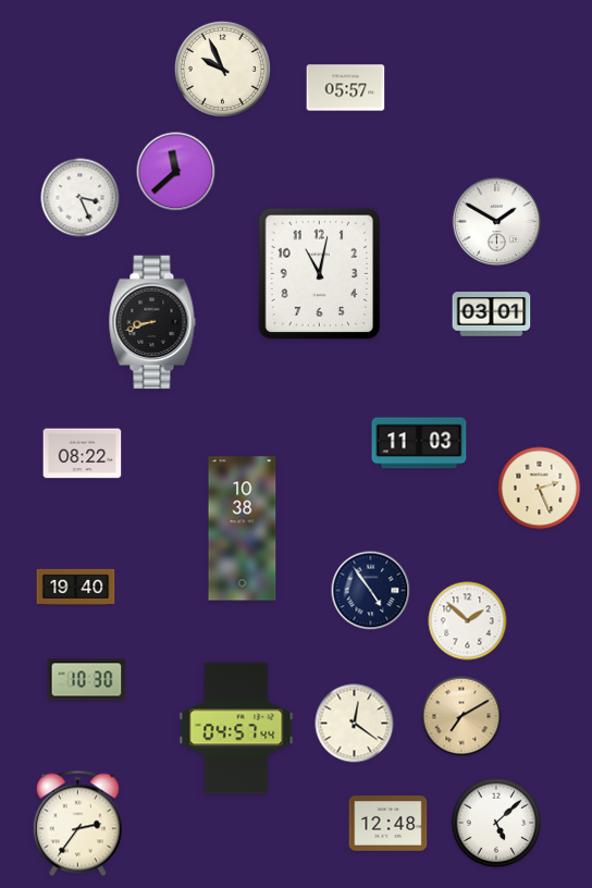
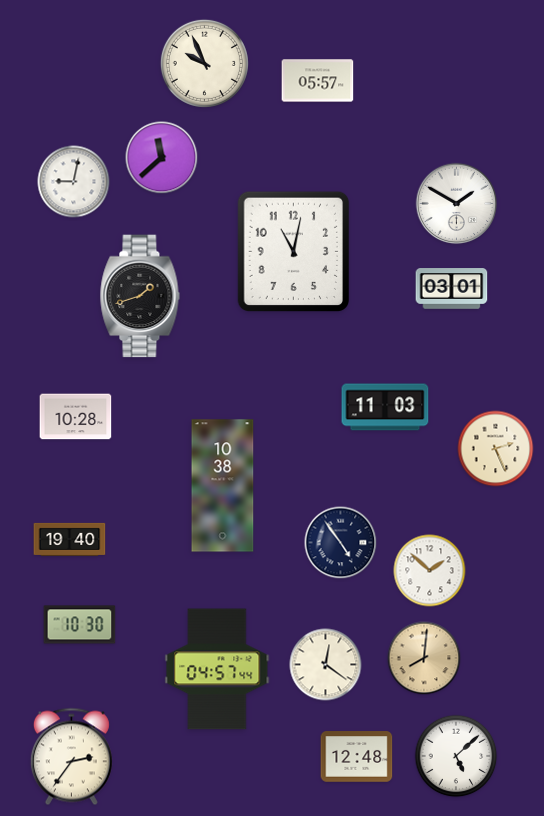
clock at (81, 198): 3:26 -> 9:02
clock at (152, 322): 8:42 -> 1:42
clock at (83, 454): 08:22 -> 10:28
clock at (461, 716): 7:10 -> 8:01
